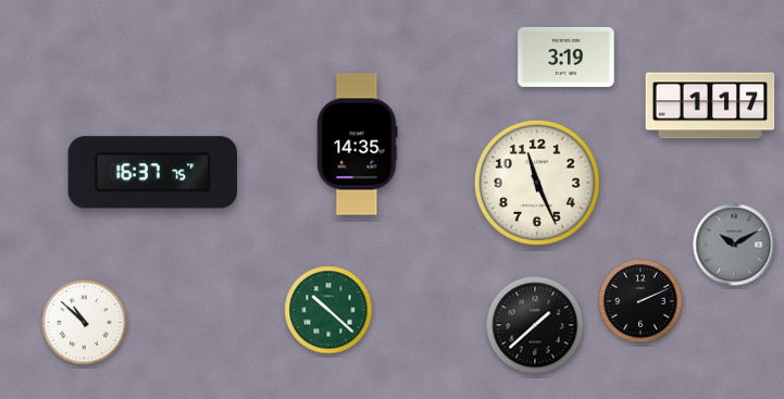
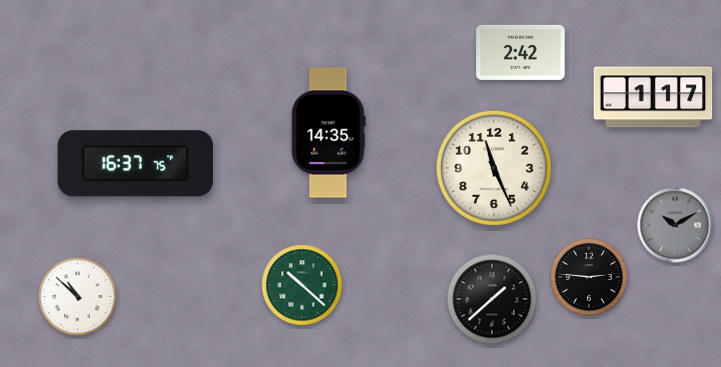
clock at (567, 57): 3:19 -> 2:42
clock at (153, 173) position: (153, 173) -> (136, 164)
clock at (640, 301): 2:11 -> 2:46
